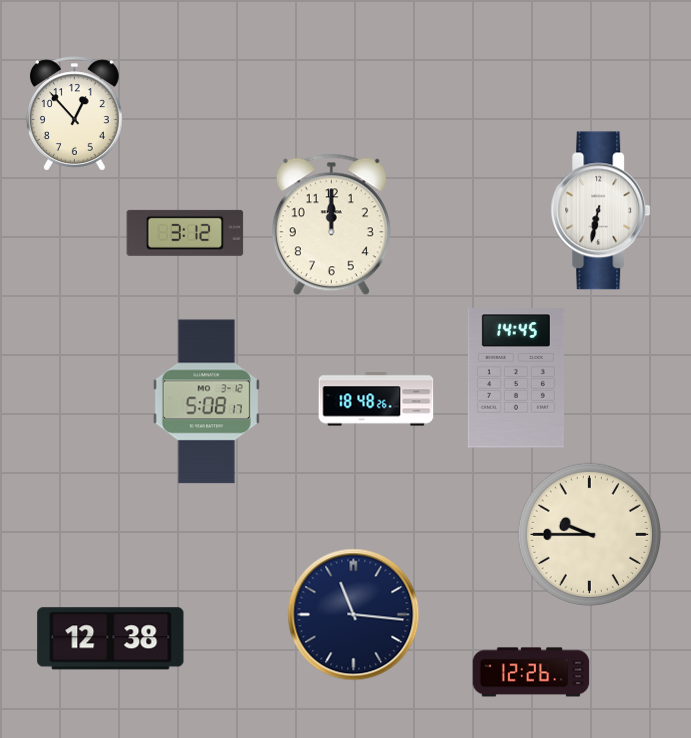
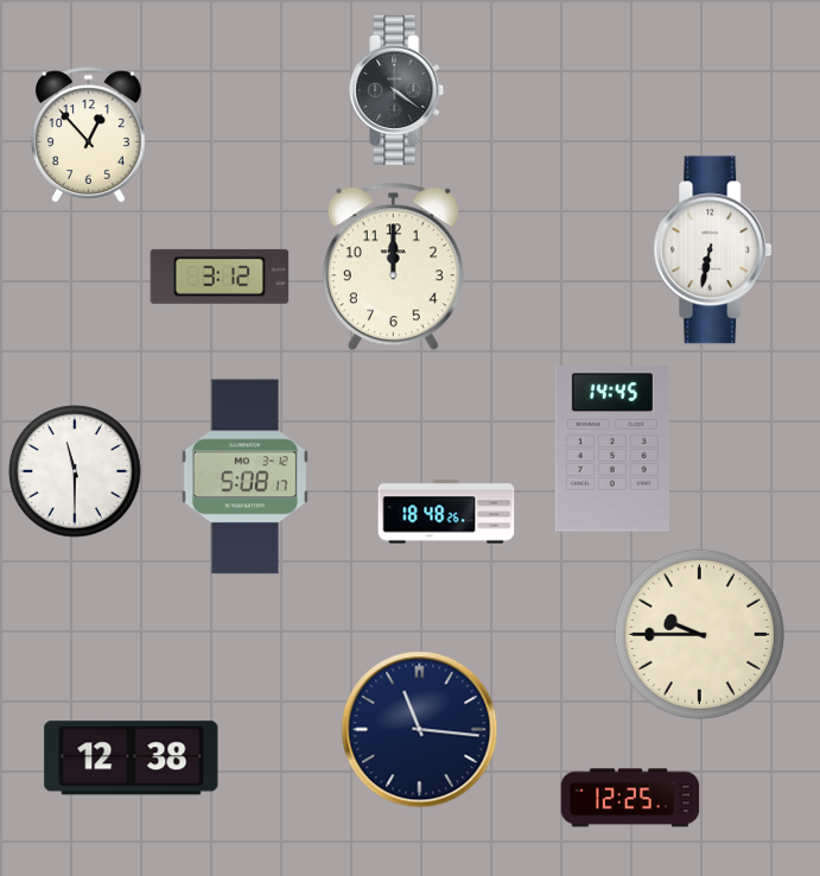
clock at (398, 90): none -> 4:21
clock at (75, 471): none -> 11:30
clock at (376, 399) position: (376, 399) -> (446, 512)
clock at (531, 672): 12:26 -> 12:25
